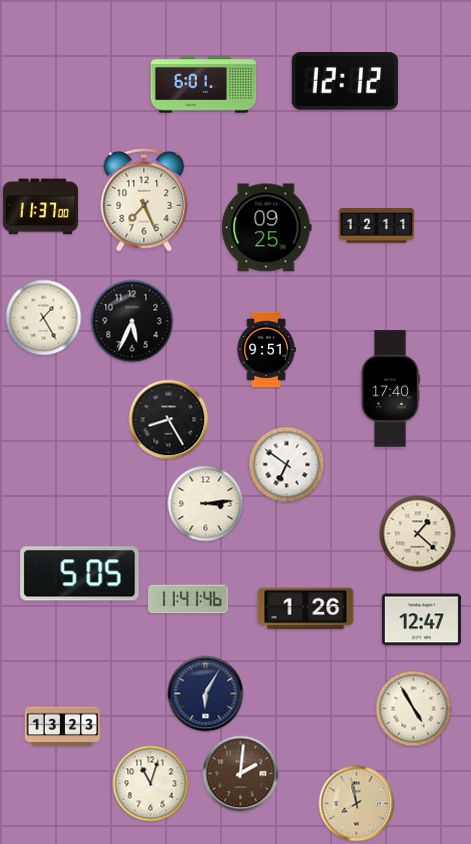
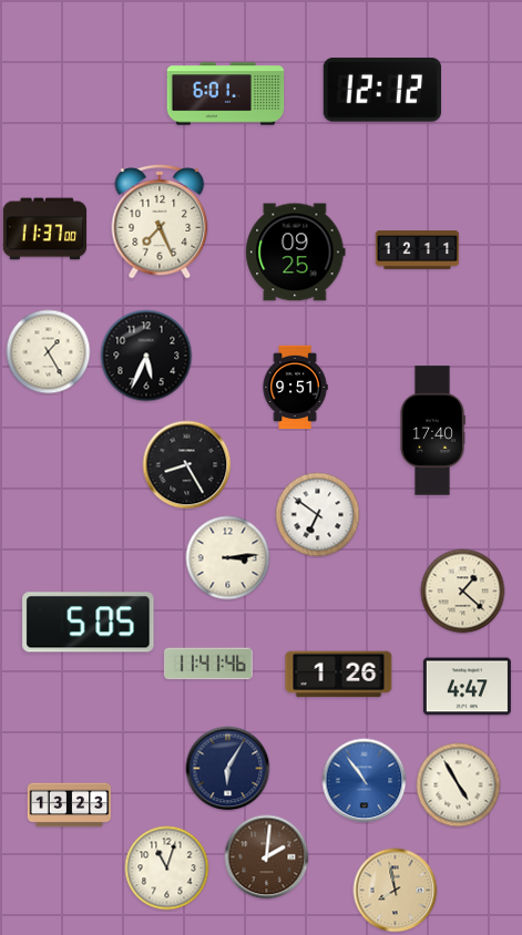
clock at (80, 574) position: (80, 574) -> (89, 623)
clock at (421, 620): 12:47 -> 4:47
clock at (365, 781): none -> 10:54
